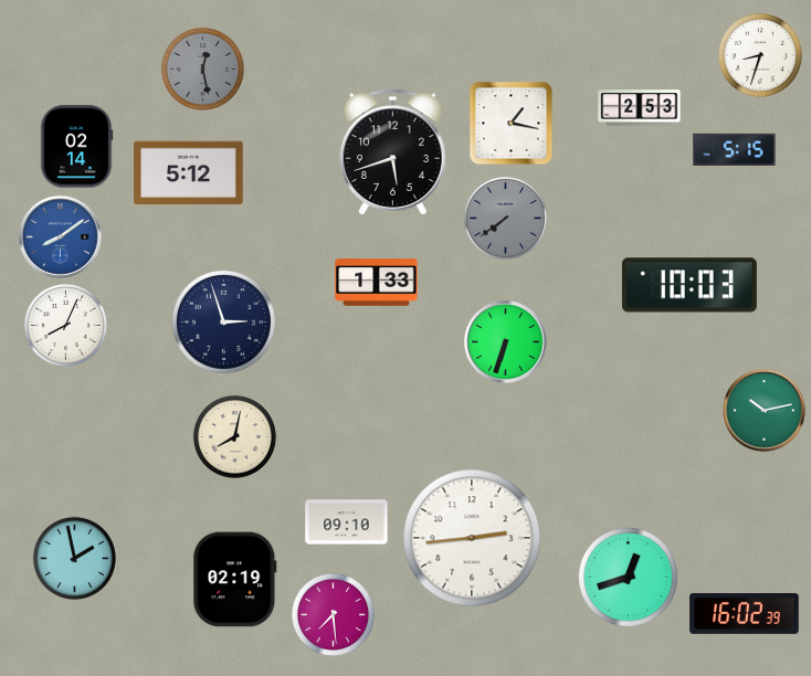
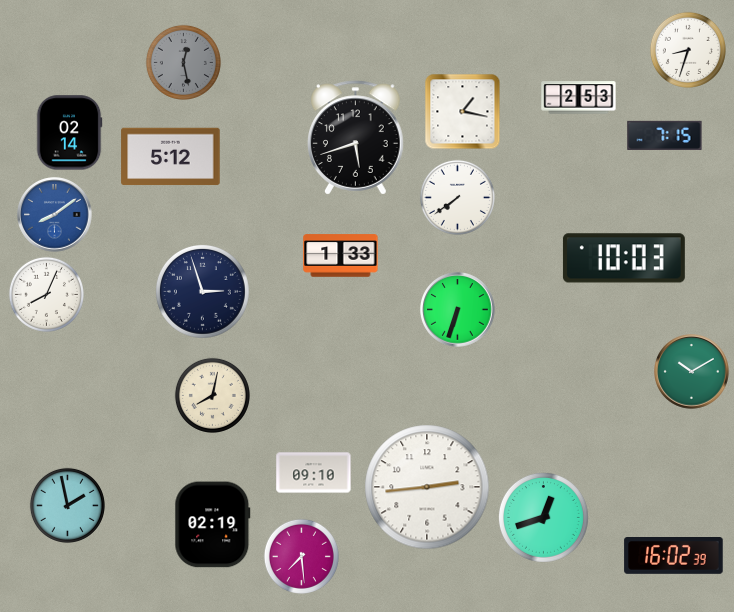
clock at (735, 149): 5:15 -> 7:15
clock at (505, 218) dial: grey -> white
clock at (65, 325) position: (65, 325) -> (46, 294)
clock at (765, 411): 10:13 -> 10:10
clock at (628, 577) position: (628, 577) -> (543, 517)
